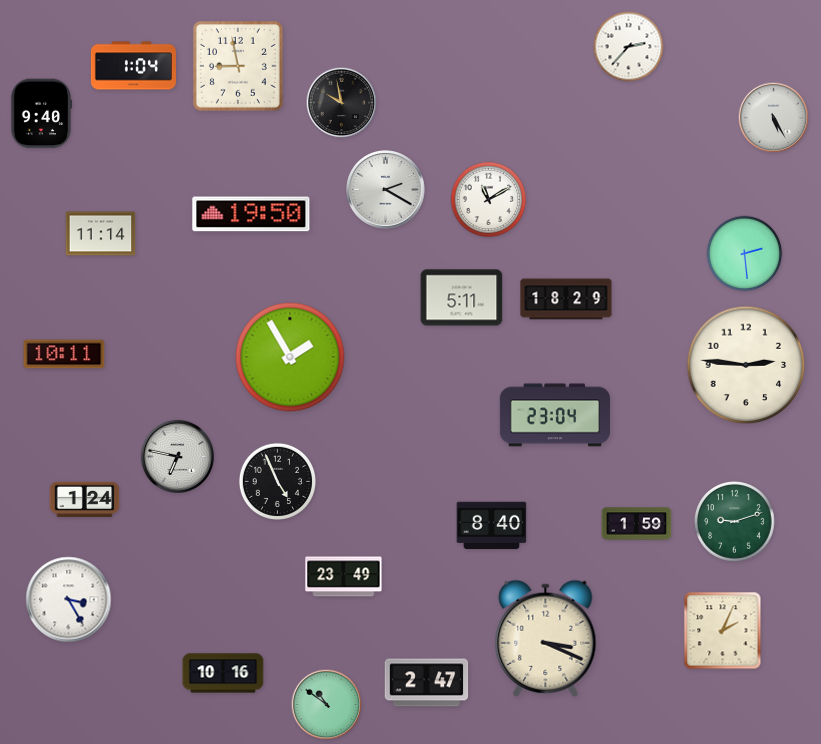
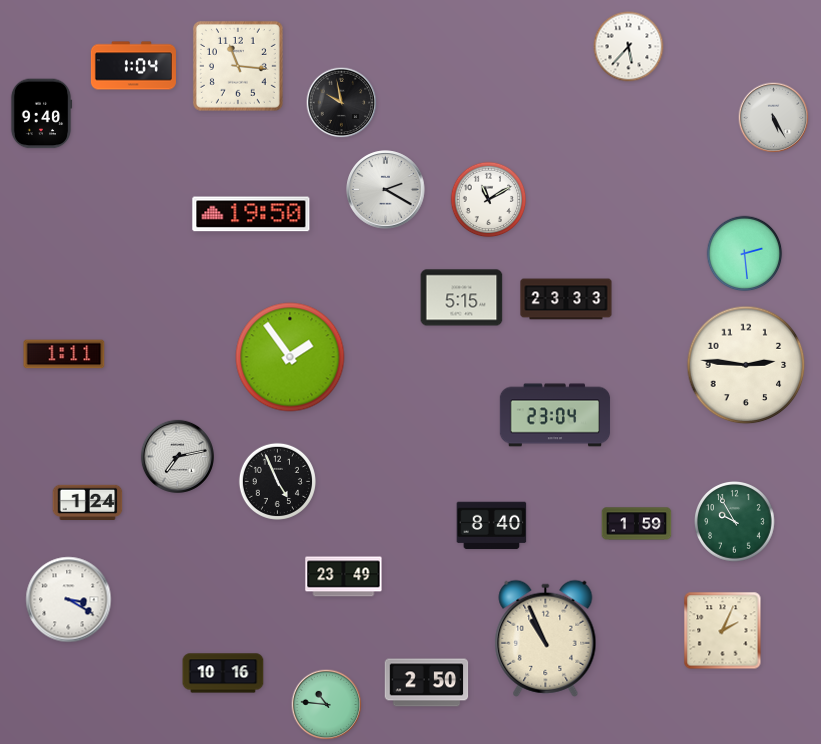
clock at (629, 47): 2:37 -> 5:37
clock at (238, 66): 8:58 -> 11:16
clock at (101, 234): 11:14 -> none
clock at (462, 298): 5:11 -> 5:15
clock at (566, 299): 18:29 -> 23:33
clock at (64, 354): 10:11 -> 1:11
clock at (290, 357): 1:55 -> 1:54
clock at (177, 456): 6:47 -> 7:13
clock at (85, 499) position: (85, 499) -> (88, 502)
clock at (735, 522): 9:12 -> 9:55
clock at (69, 600): 3:25 -> 3:20
clock at (546, 638): 3:19 -> 10:56
clock at (427, 683): 2:47 -> 2:50
clock at (327, 705): 10:51 -> 10:46
